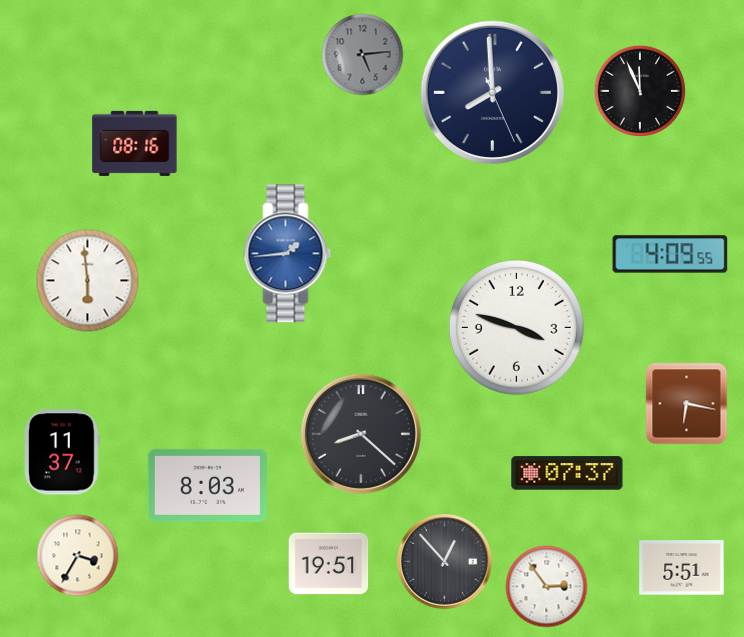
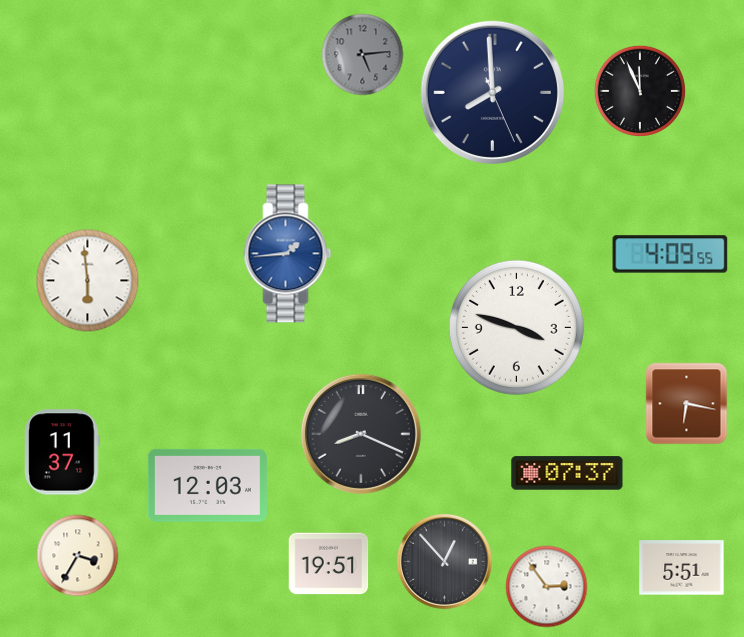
clock at (135, 143): 08:16 -> none
clock at (361, 434): 8:22 -> 8:19
clock at (207, 485): 8:03 -> 12:03
